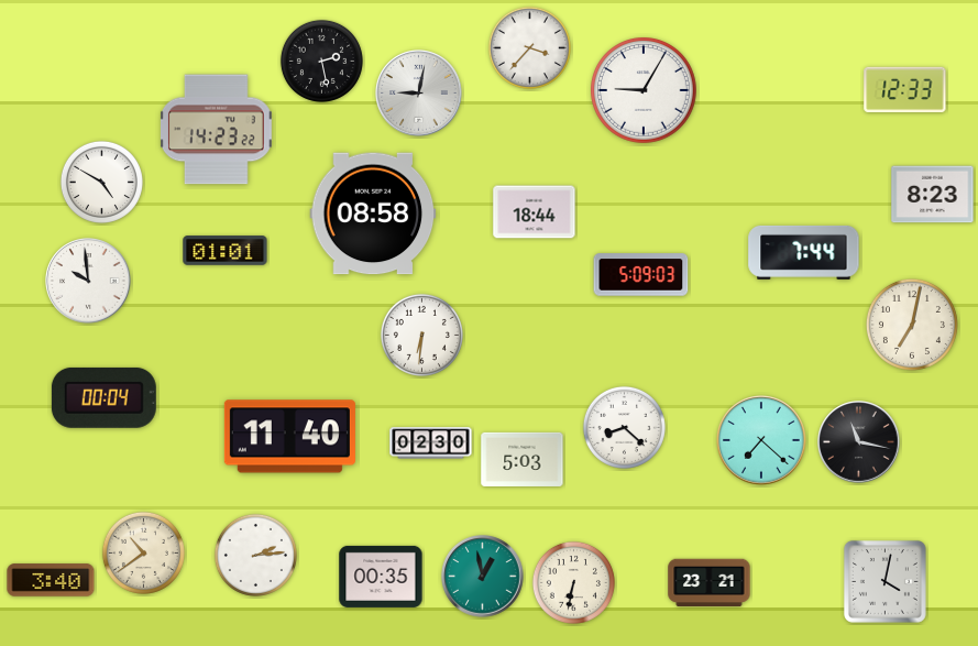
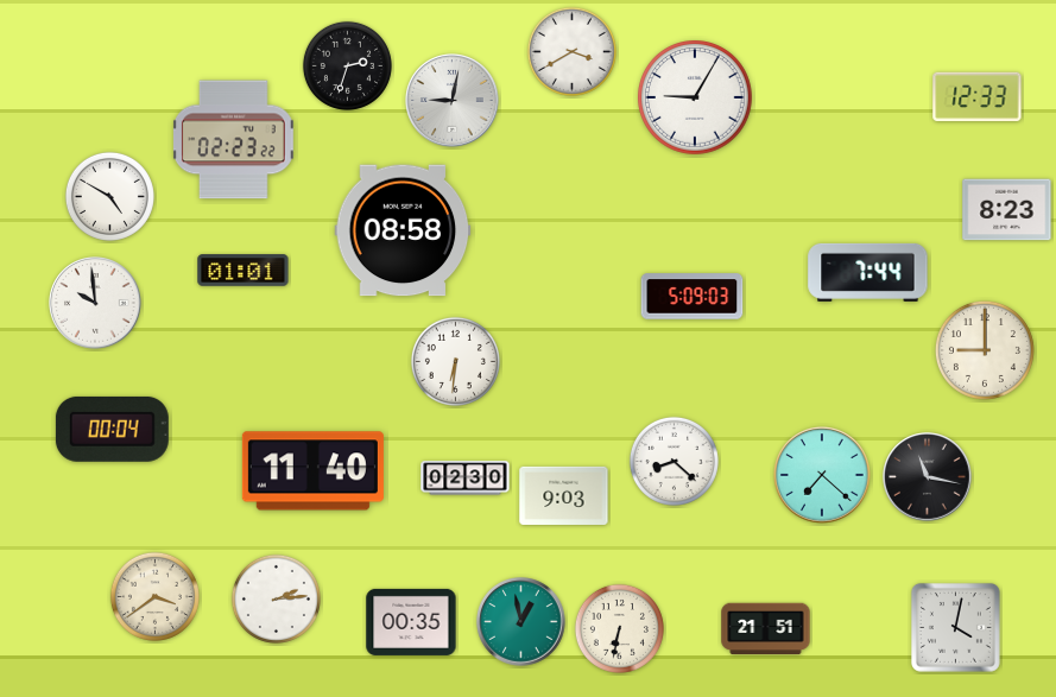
clock at (529, 47): 3:37 -> 3:40
clock at (321, 61): 2:28 -> 2:33
clock at (217, 130): 14:23 -> 02:23
clock at (535, 212): 18:44 -> none
clock at (912, 325): 7:02 -> 9:00
clock at (523, 459): 5:03 -> 9:03
clock at (143, 552): 10:39 -> 3:39
clock at (51, 580): 3:40 -> none
clock at (710, 583): 23:21 -> 21:51
